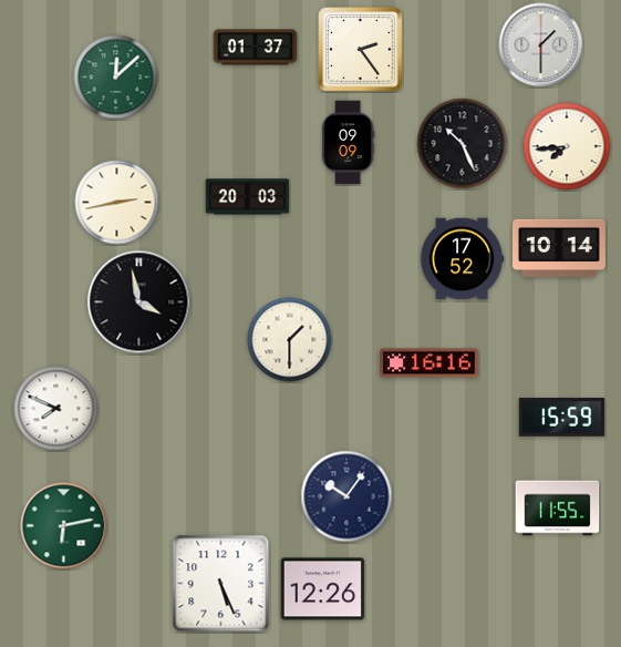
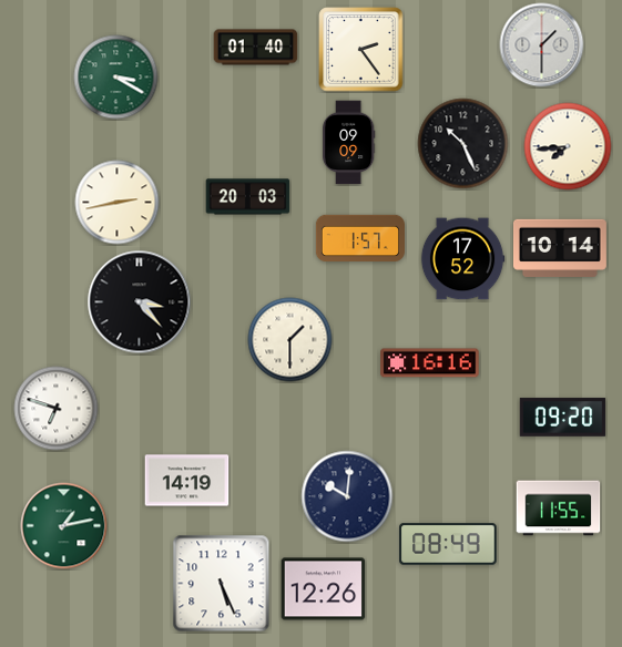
clock at (256, 48): 01:37 -> 01:40
clock at (116, 78): 12:08 -> 3:20
clock at (360, 238): none -> 1:57
clock at (139, 302): 3:58 -> 3:23
clock at (56, 409): 7:49 -> 6:48
clock at (562, 418): 15:59 -> 09:20
clock at (187, 481): none -> 14:19
clock at (346, 496): 10:06 -> 10:01
clock at (64, 526): 6:13 -> 1:13
clock at (448, 544): none -> 08:49
